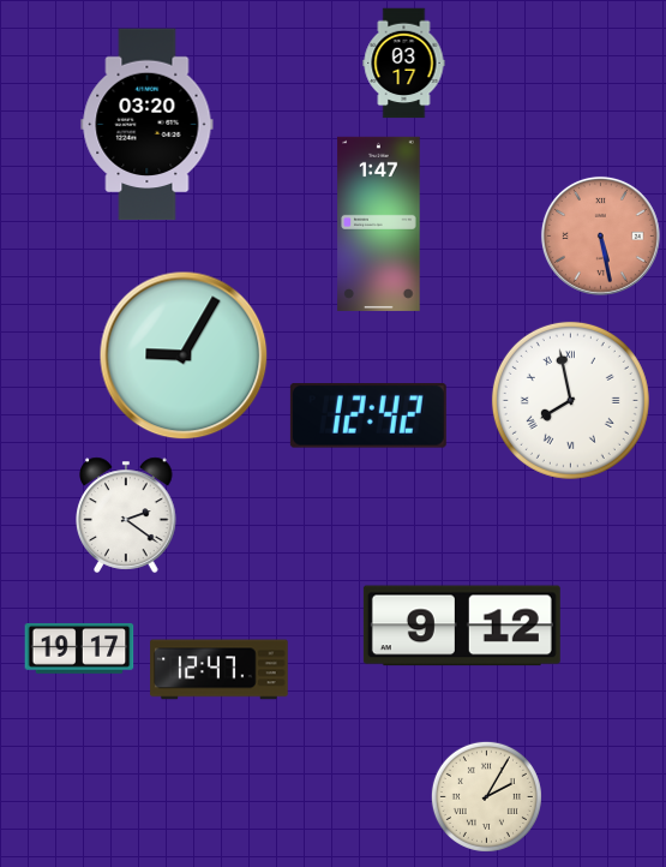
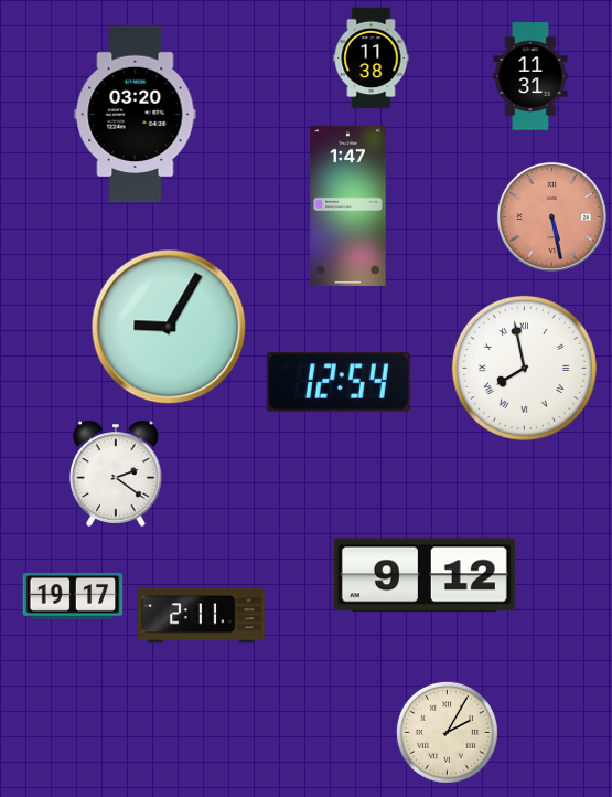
clock at (404, 64): 03:17 -> 11:38
clock at (530, 76): none -> 11:31
clock at (368, 415): 12:42 -> 12:54
clock at (220, 670): 12:47 -> 2:11
